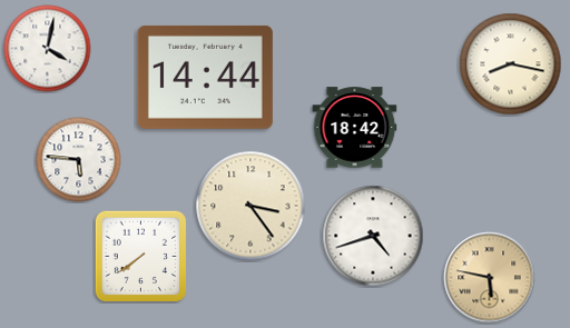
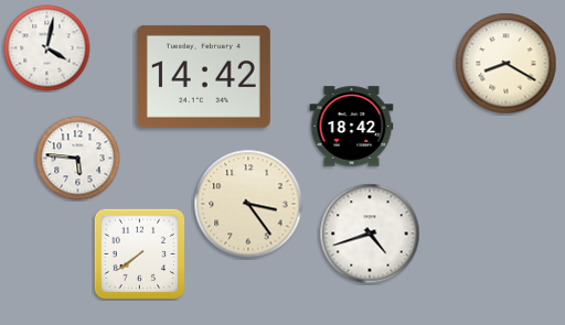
clock at (511, 64): 8:17 -> 8:20
clock at (205, 77): 14:44 -> 14:42
clock at (490, 278): 5:47 -> none
